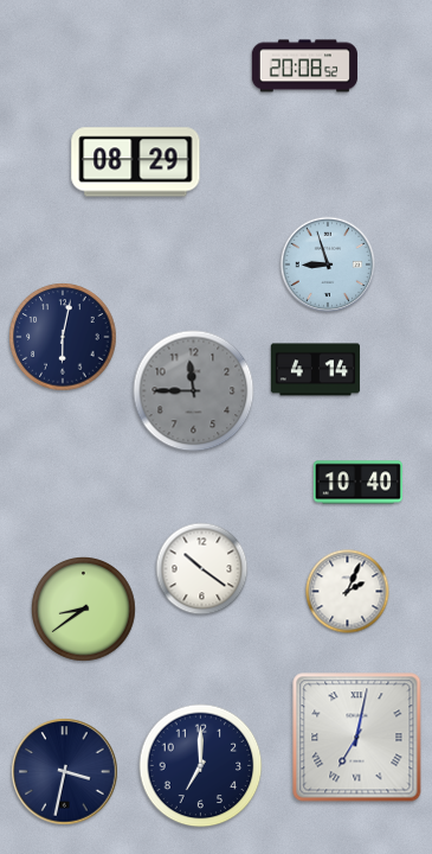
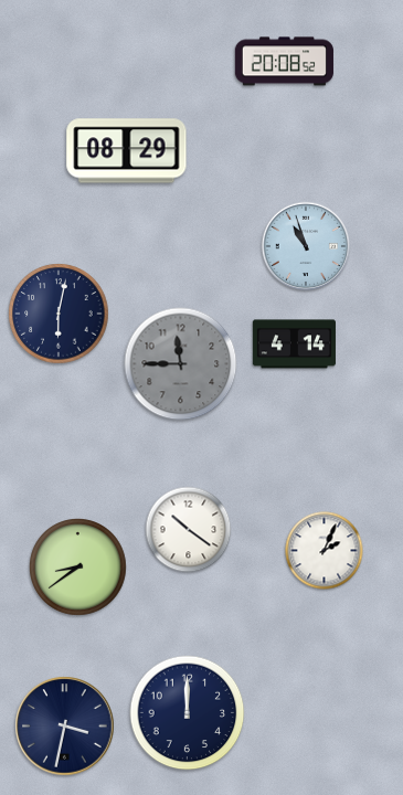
clock at (328, 265): 8:57 -> 10:57
clock at (357, 483): 10:40 -> none
clock at (357, 738): 7:02 -> none
clock at (201, 766): 7:00 -> 12:00
clock at (65, 772) position: (65, 772) -> (65, 727)
